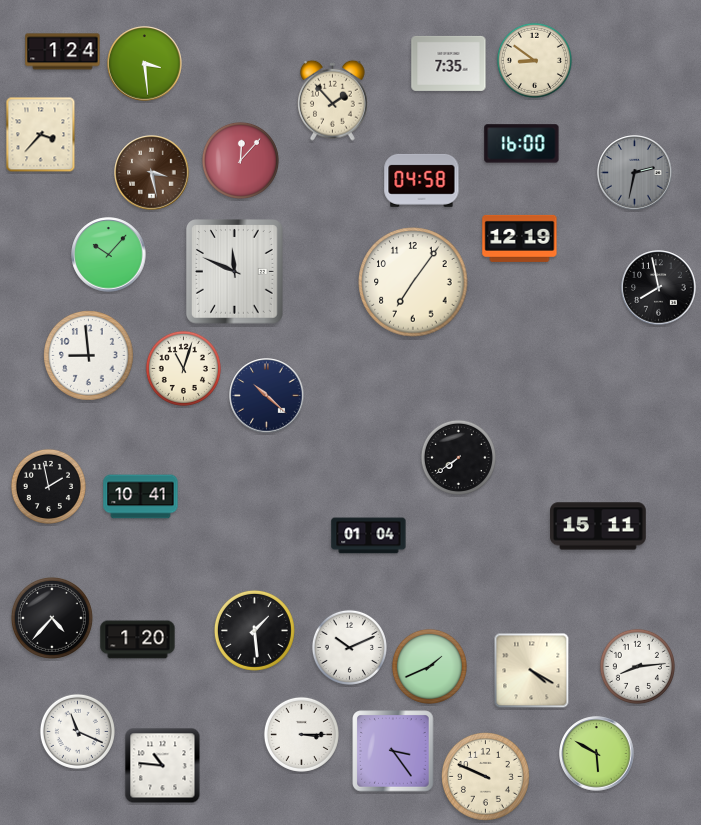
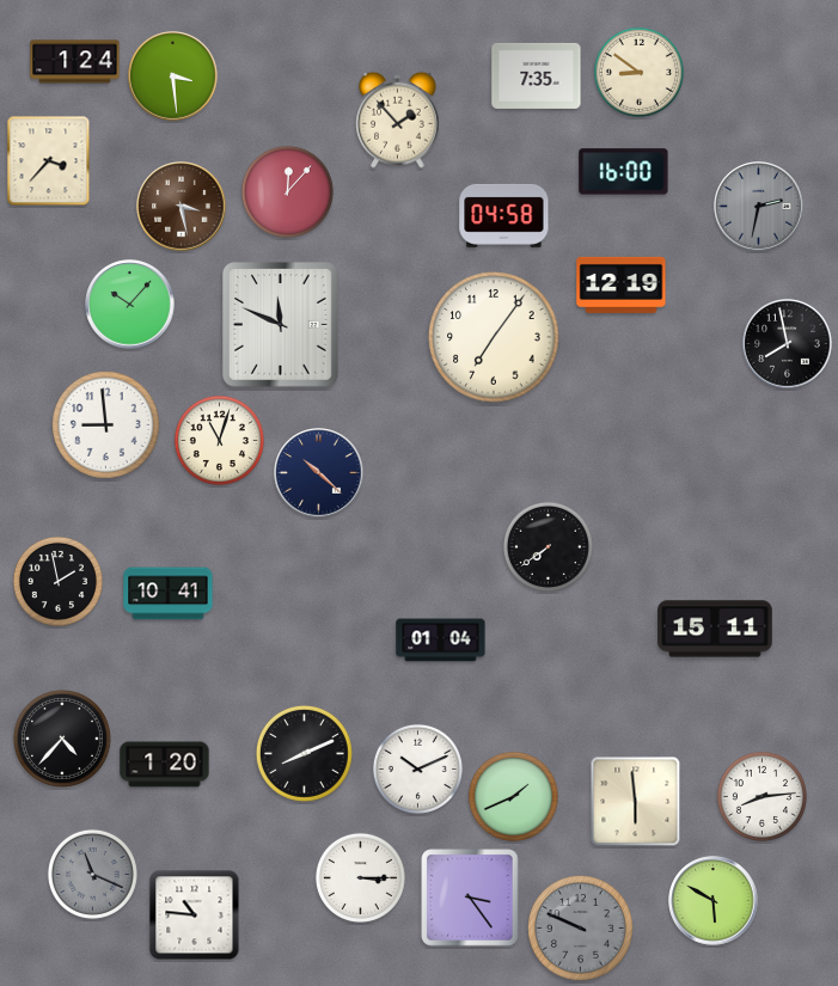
clock at (254, 630): 1:29 -> 8:11
clock at (349, 647) position: (349, 647) -> (417, 768)
clock at (532, 671): 4:20 -> 5:59
clock at (77, 731) dial: white -> grey
clock at (486, 777) dial: cream -> grey
